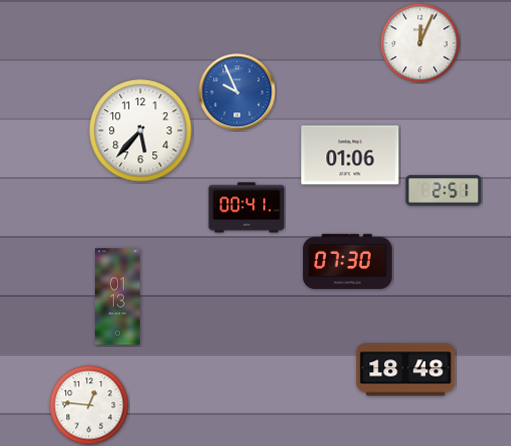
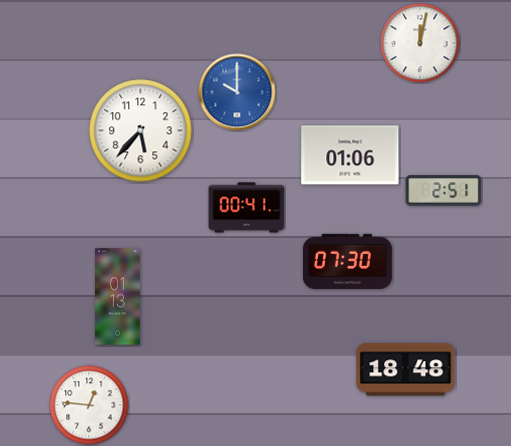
clock at (420, 43): 12:04 -> 12:02
clock at (237, 92): 9:56 -> 10:00
